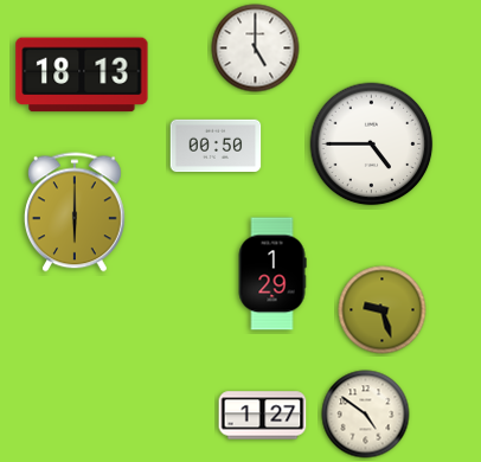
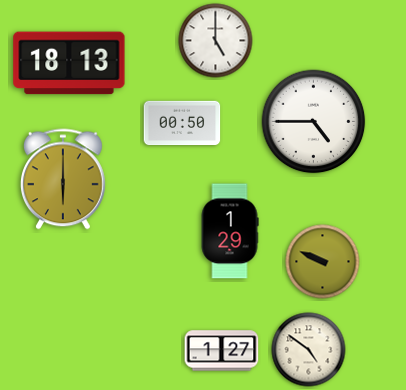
clock at (383, 310): 9:27 -> 9:49
